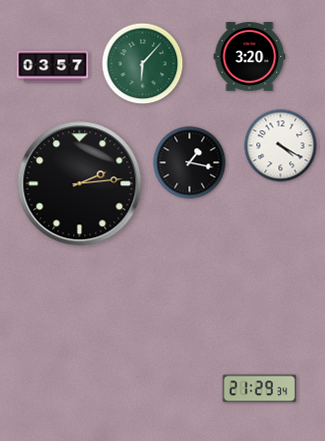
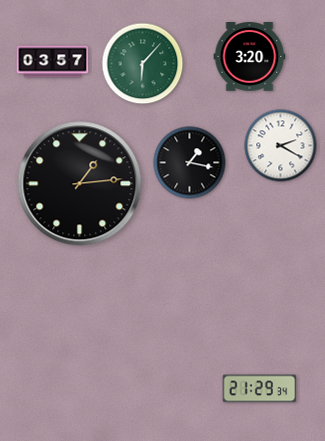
clock at (53, 67) position: (53, 67) -> (53, 62)
clock at (281, 146): 4:20 -> 2:20
clock at (80, 184): 2:14 -> 1:14
